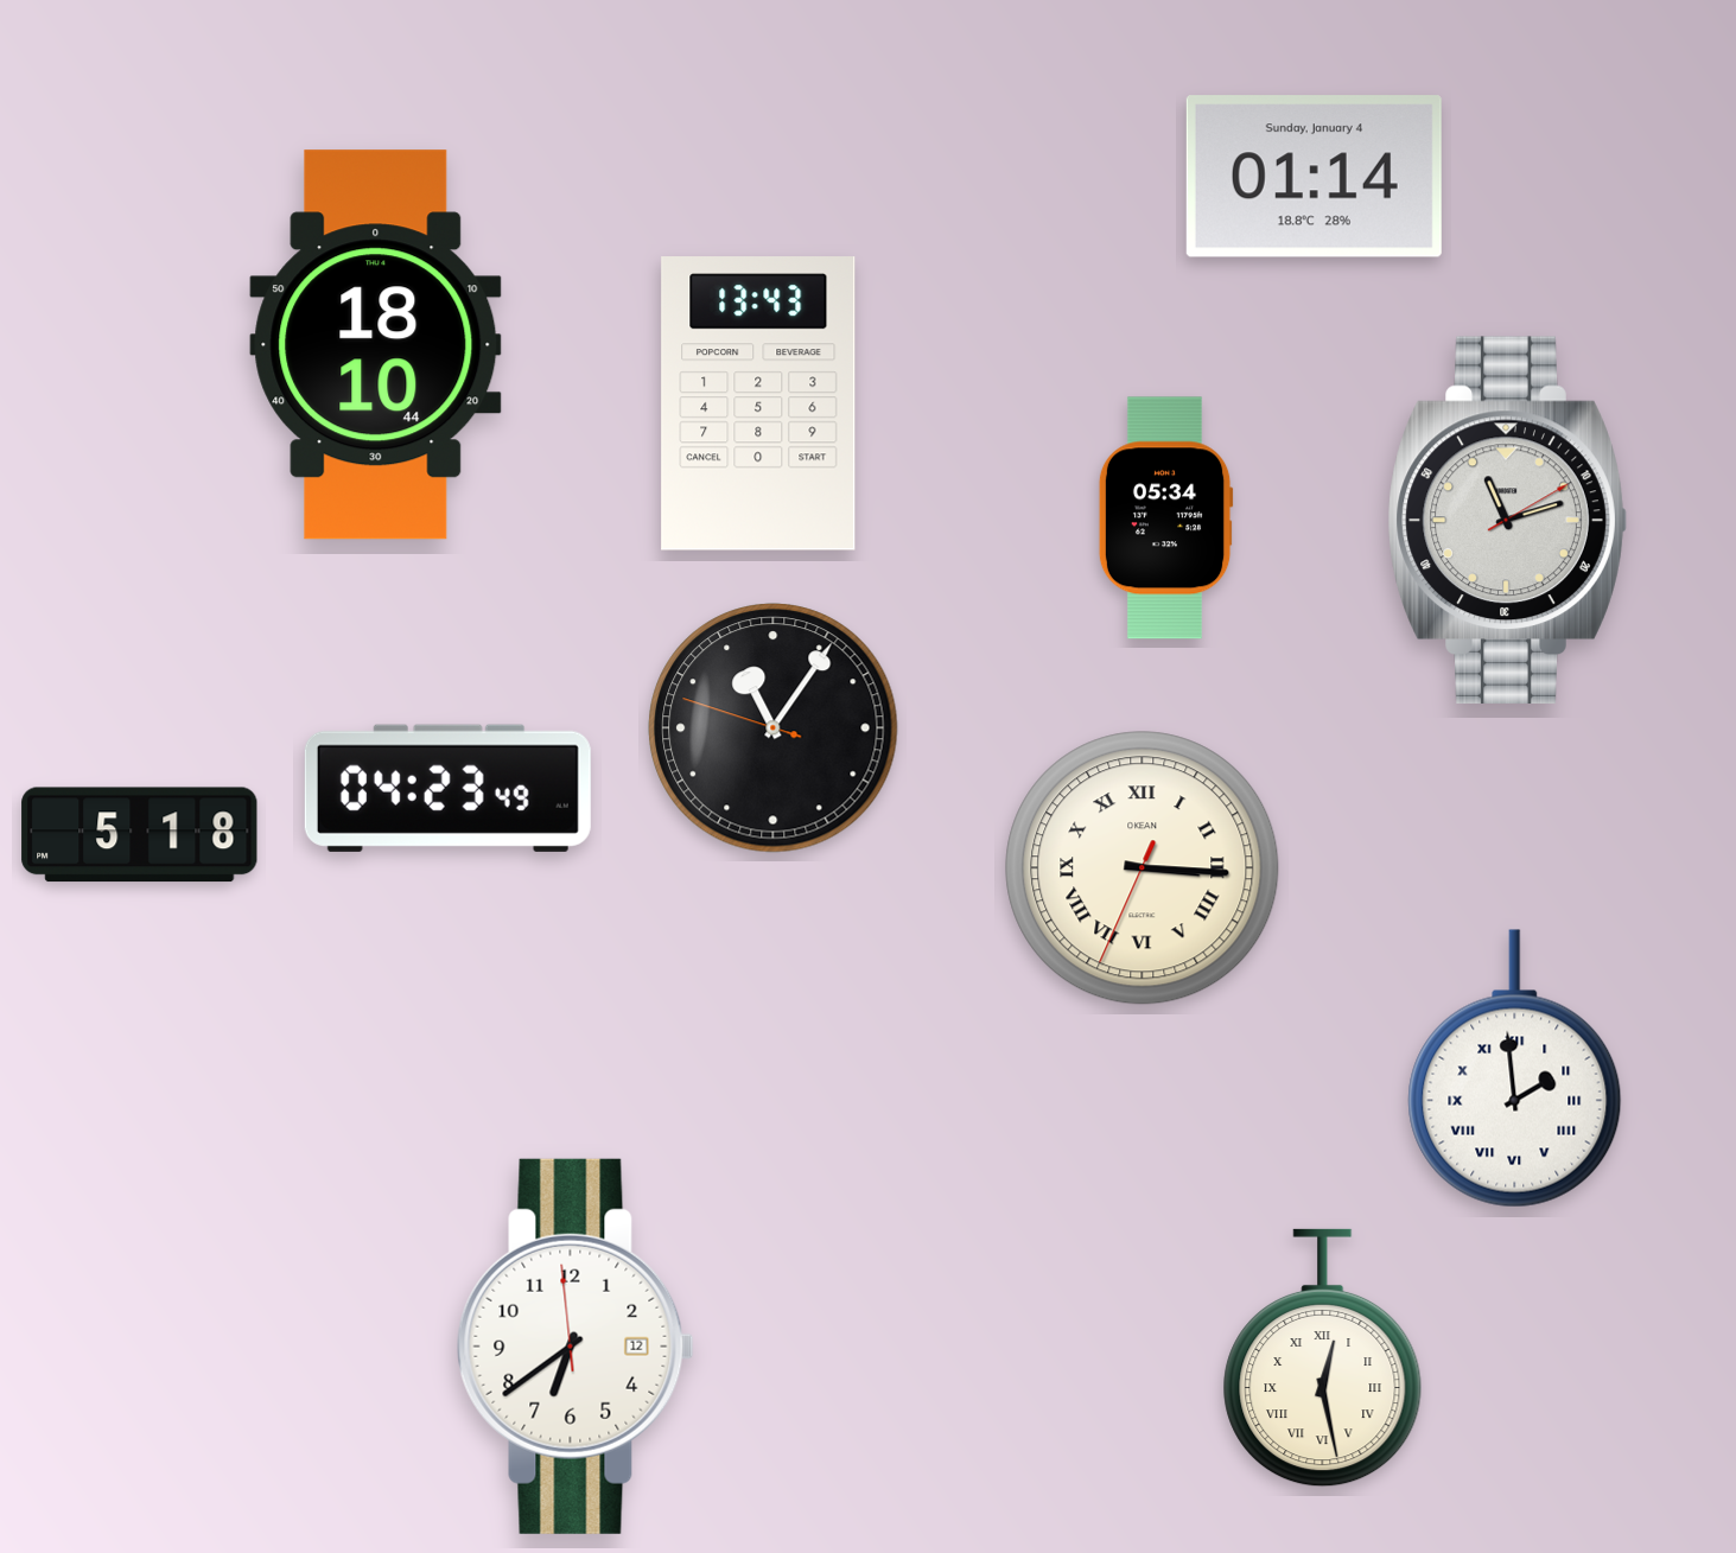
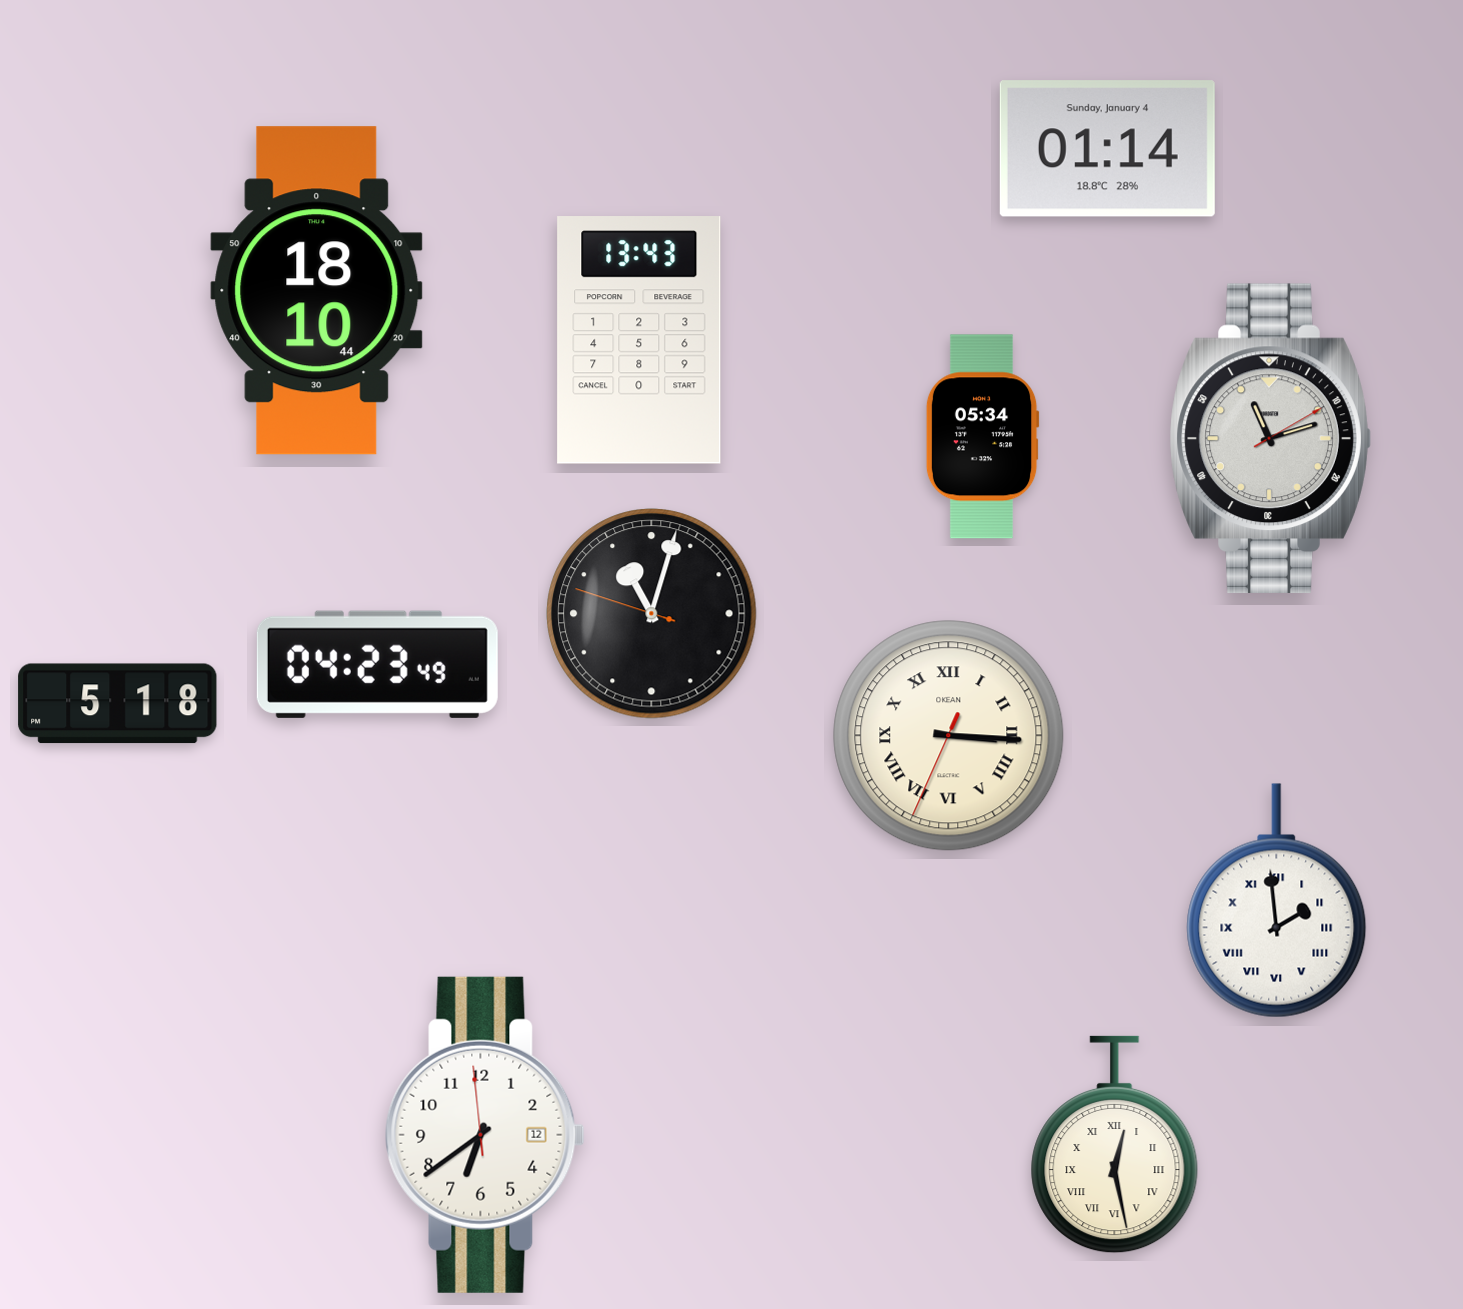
clock at (774, 728): 11:05 -> 11:02
clock at (1143, 868) position: (1143, 868) -> (949, 736)
